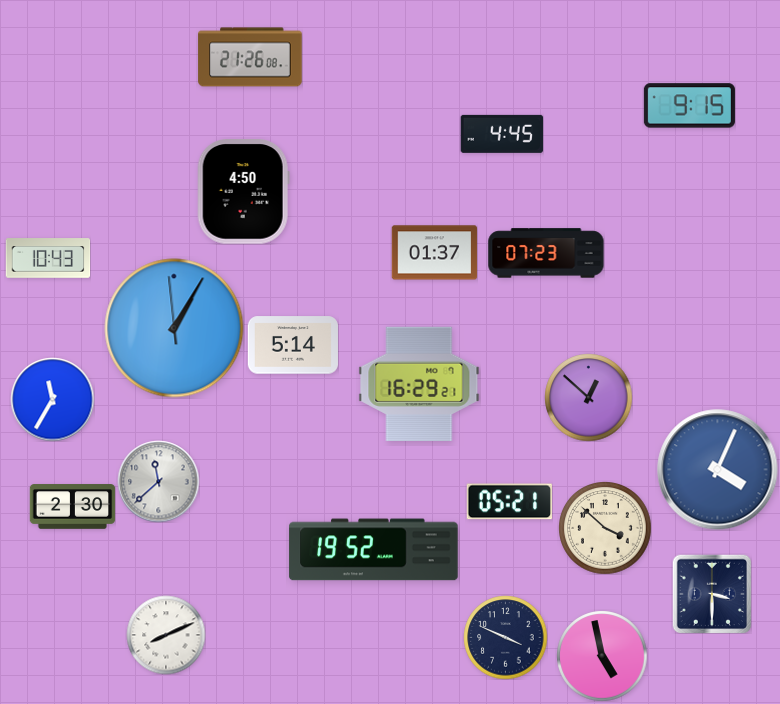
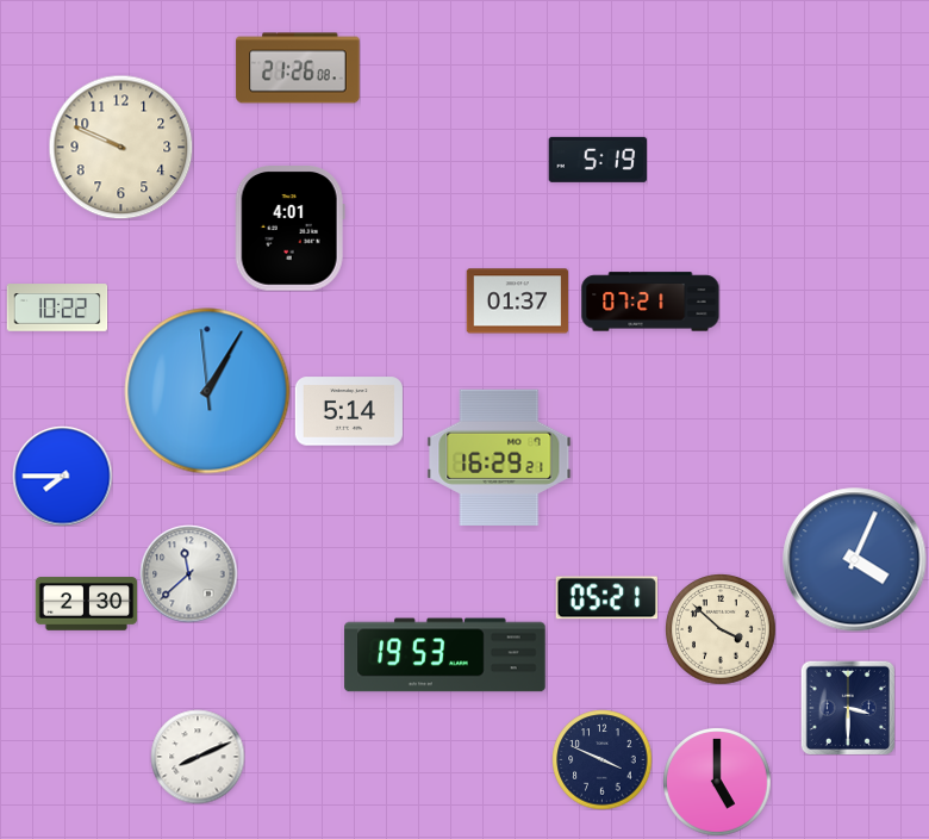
clock at (689, 106): 9:15 -> none
clock at (120, 147): none -> 9:49
clock at (502, 134): 4:45 -> 5:19
clock at (243, 192): 4:50 -> 4:01
clock at (546, 253): 07:23 -> 07:21
clock at (48, 258): 10:43 -> 10:22
clock at (588, 397): 12:52 -> none
clock at (52, 399): 11:35 -> 7:45
clock at (374, 550): 19:52 -> 19:53
clock at (602, 656): 4:58 -> 5:00
